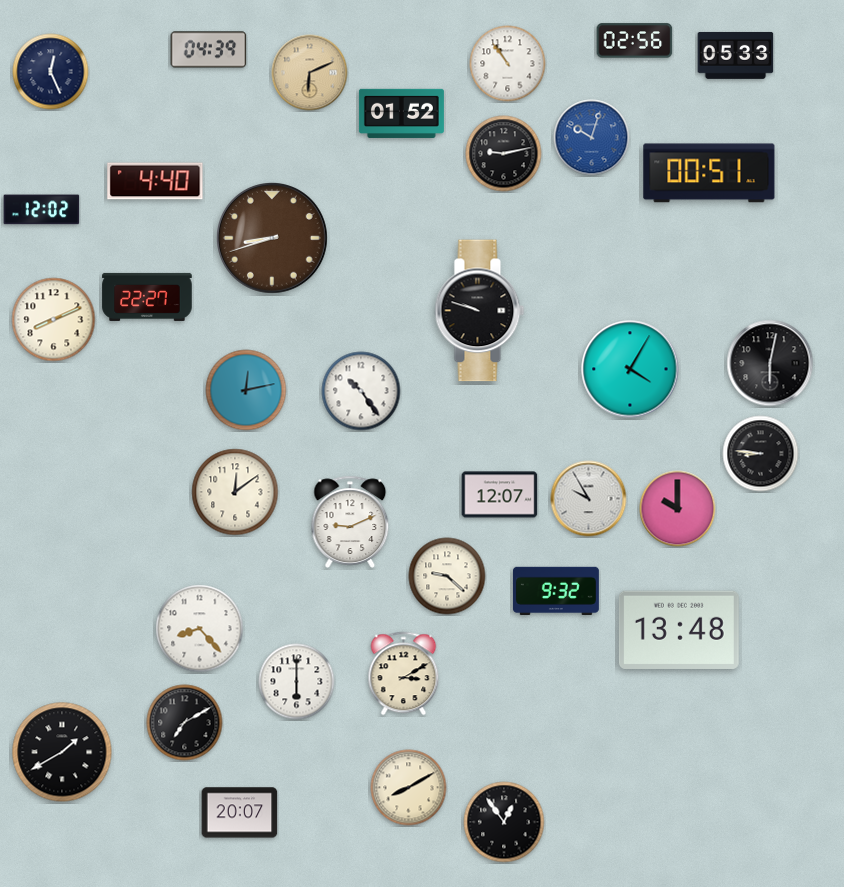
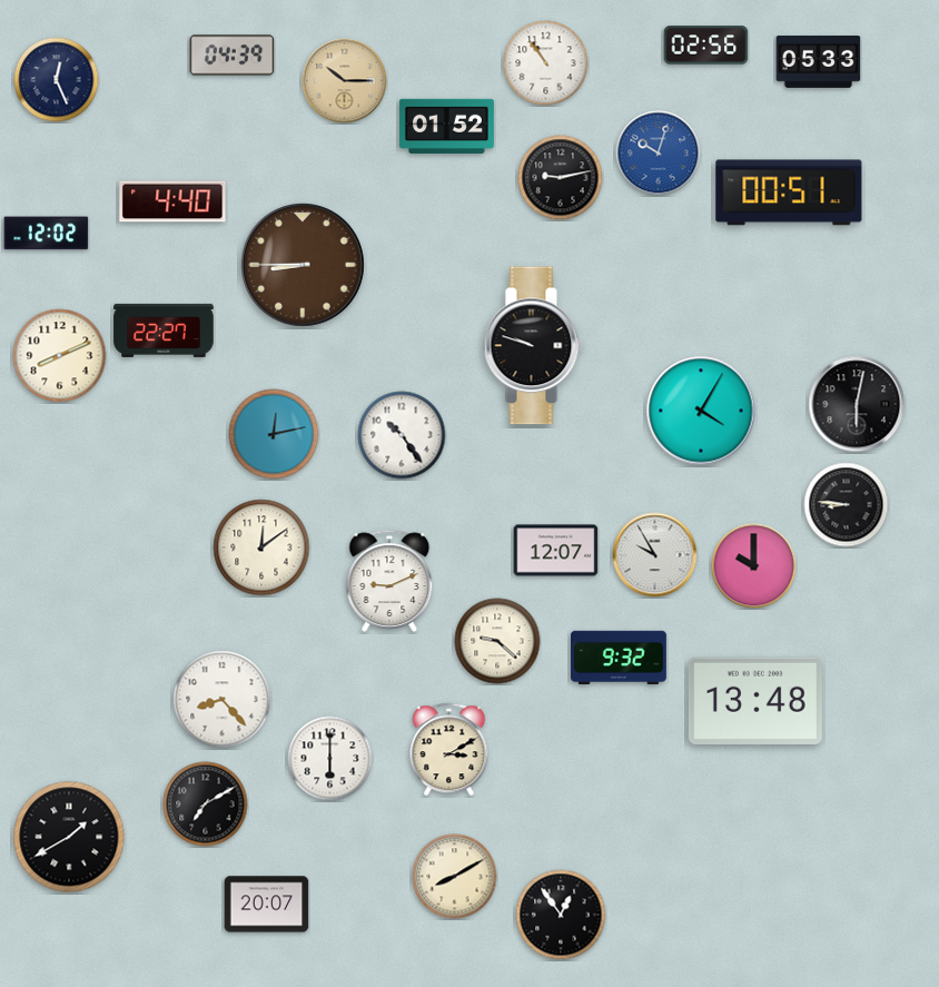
clock at (508, 64) position: (508, 64) -> (546, 63)
clock at (310, 73): 6:11 -> 10:15
clock at (504, 154) position: (504, 154) -> (561, 178)
clock at (273, 239): 8:42 -> 8:45
